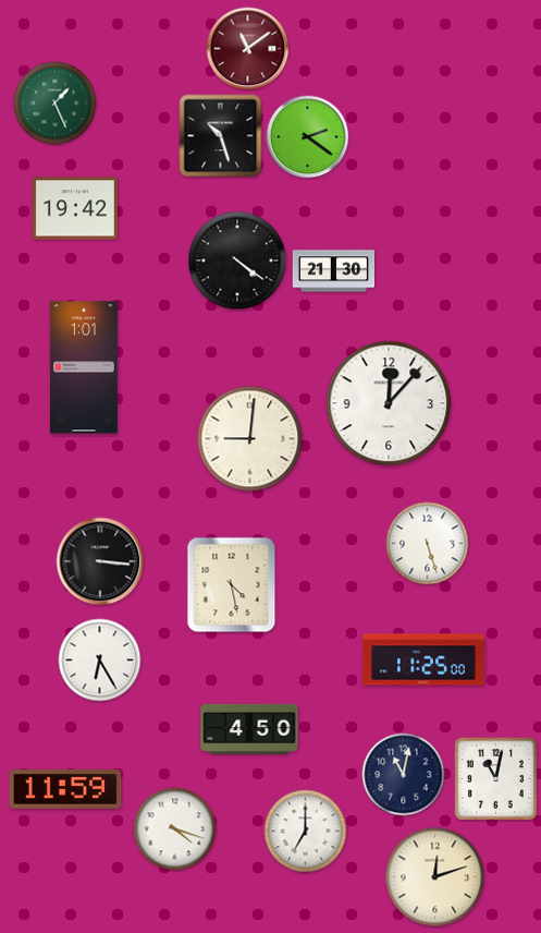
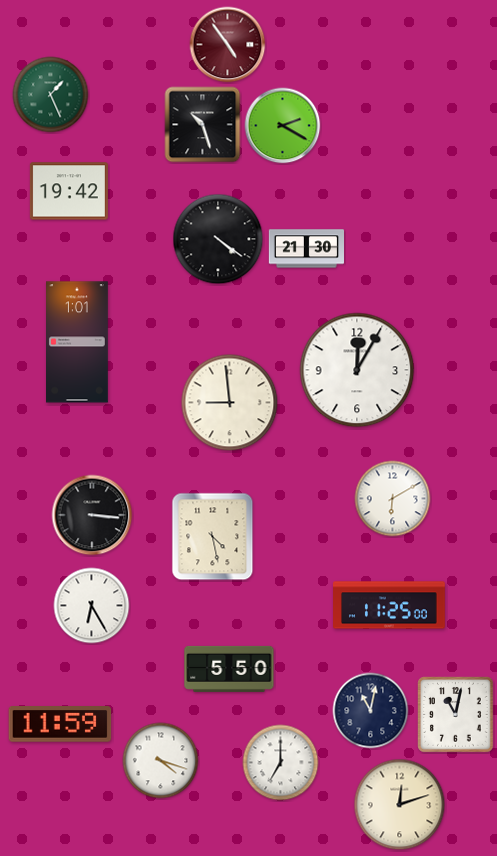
clock at (248, 49): 11:09 -> 4:54
clock at (308, 137): 2:21 -> 2:20
clock at (85, 367) position: (85, 367) -> (78, 342)
clock at (389, 403): 12:07 -> 12:05
clock at (250, 439): 9:01 -> 8:59
clock at (428, 544): 5:27 -> 6:10
clock at (249, 729): 4:50 -> 5:50
